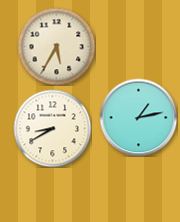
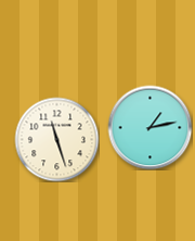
clock at (56, 46): 5:35 -> none
clock at (52, 128): 8:40 -> 11:27
